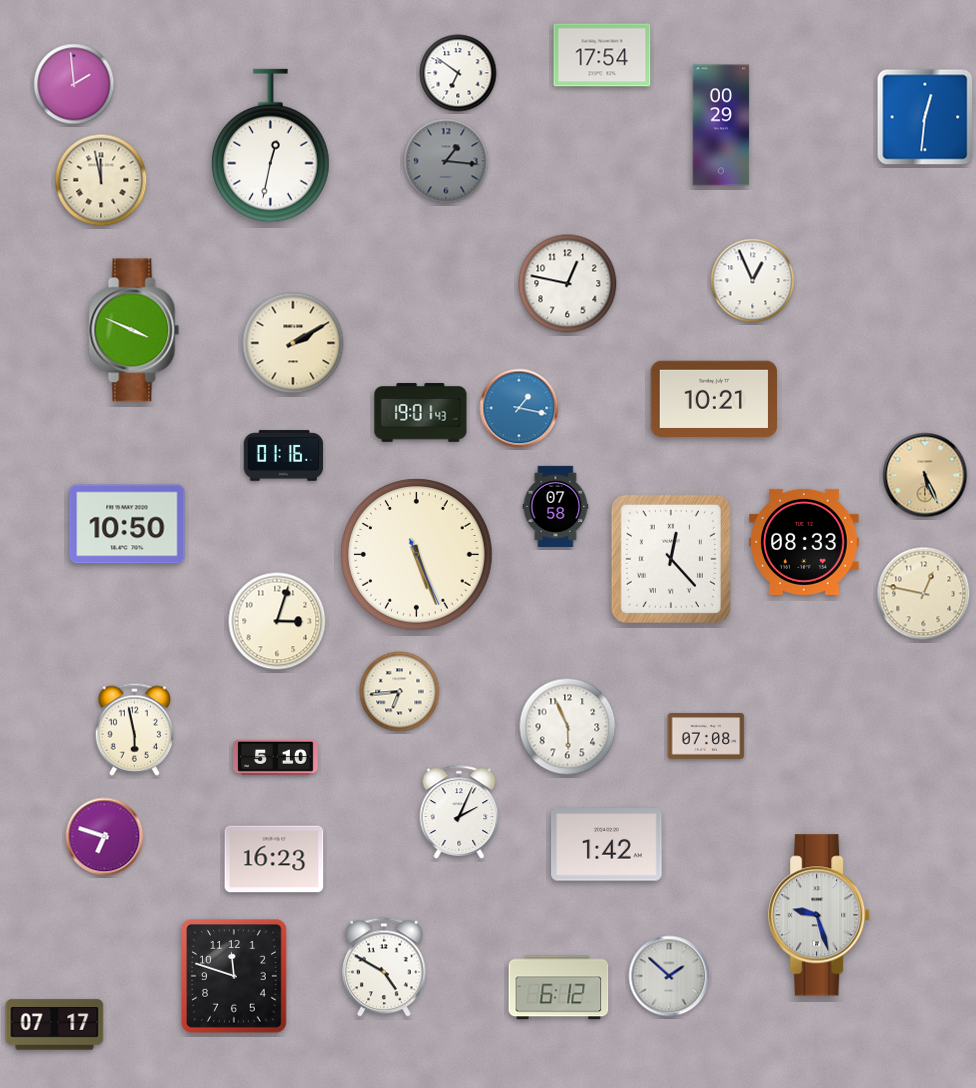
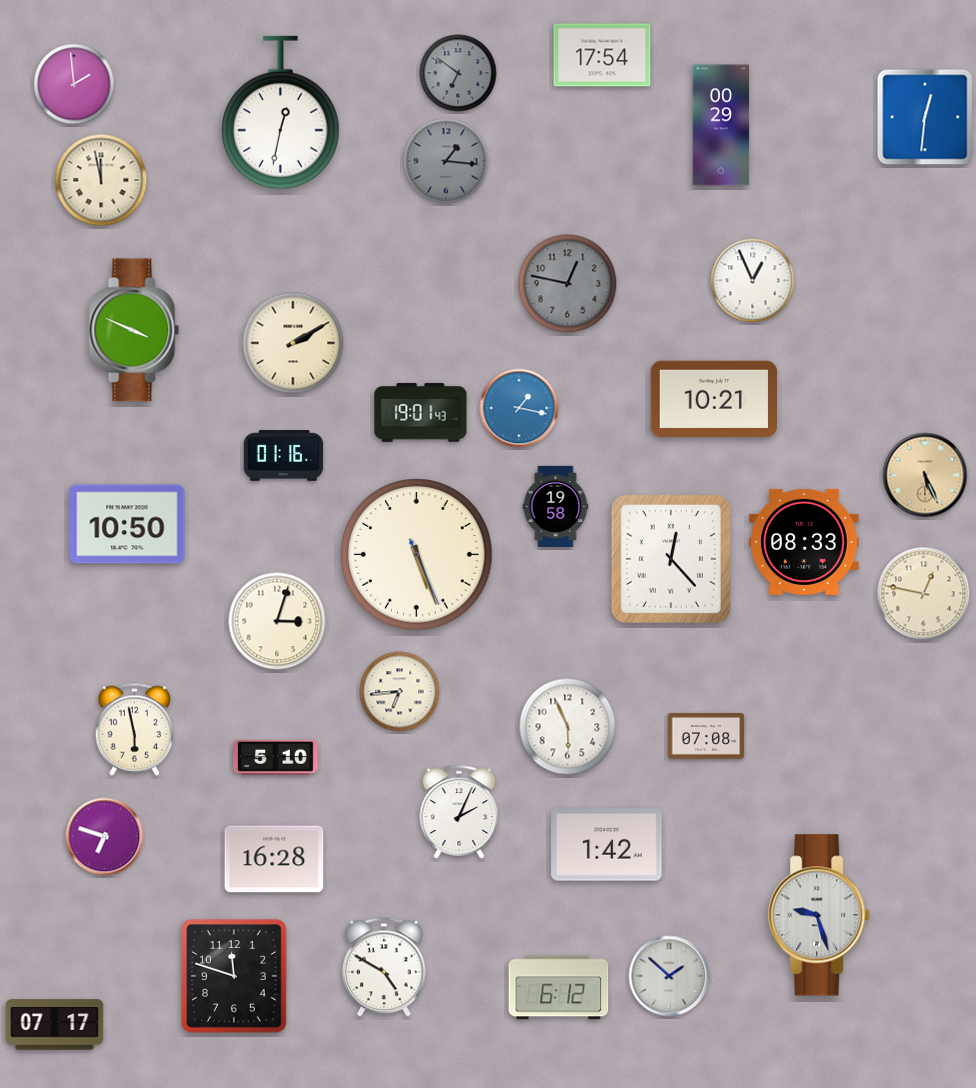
clock at (458, 73) dial: white -> grey
clock at (271, 146) position: (271, 146) -> (281, 113)
clock at (568, 284) dial: white -> grey
clock at (556, 506): 07:58 -> 19:58
clock at (274, 859): 16:23 -> 16:28
